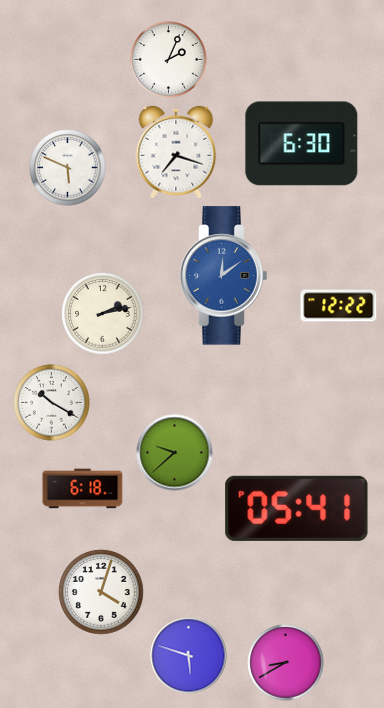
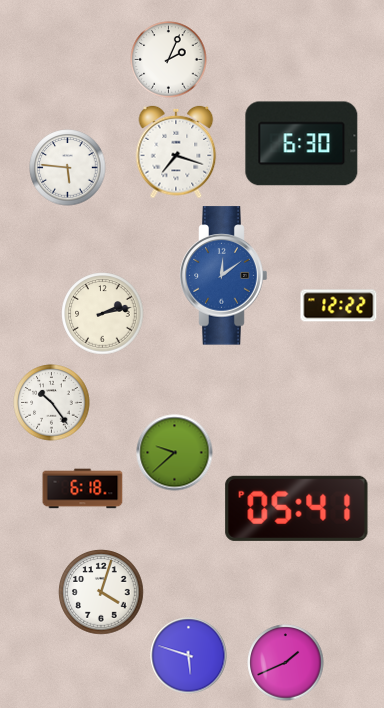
clock at (68, 168): 5:49 -> 5:46
clock at (52, 403): 10:20 -> 10:24
clock at (286, 663): 8:40 -> 1:41
